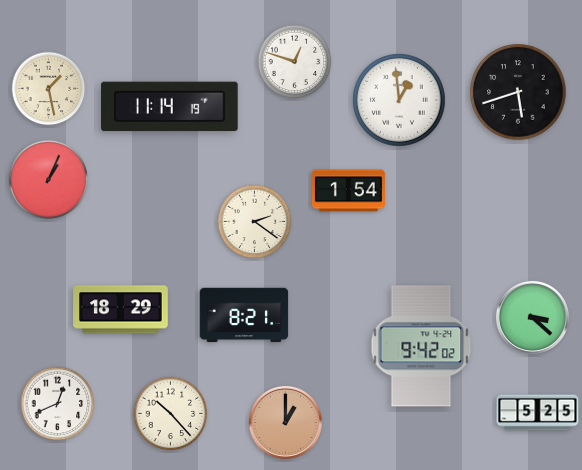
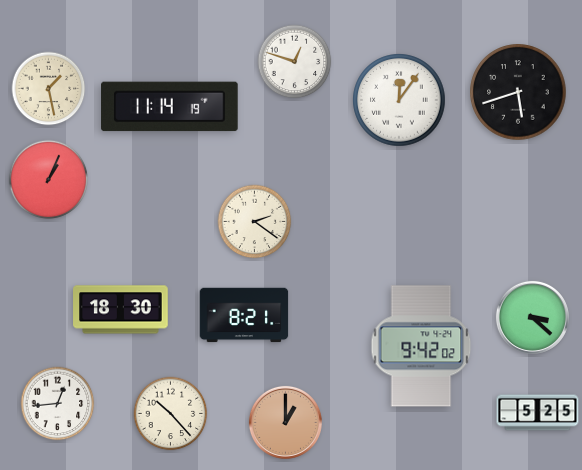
clock at (399, 100): 12:59 -> 12:06
clock at (349, 191): 1:54 -> none
clock at (121, 310): 18:29 -> 18:30
clock at (58, 404): 12:41 -> 12:44
